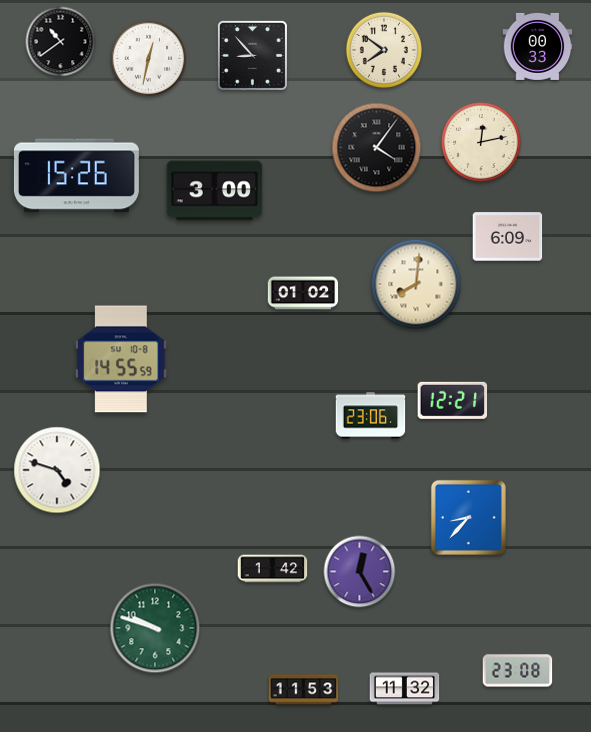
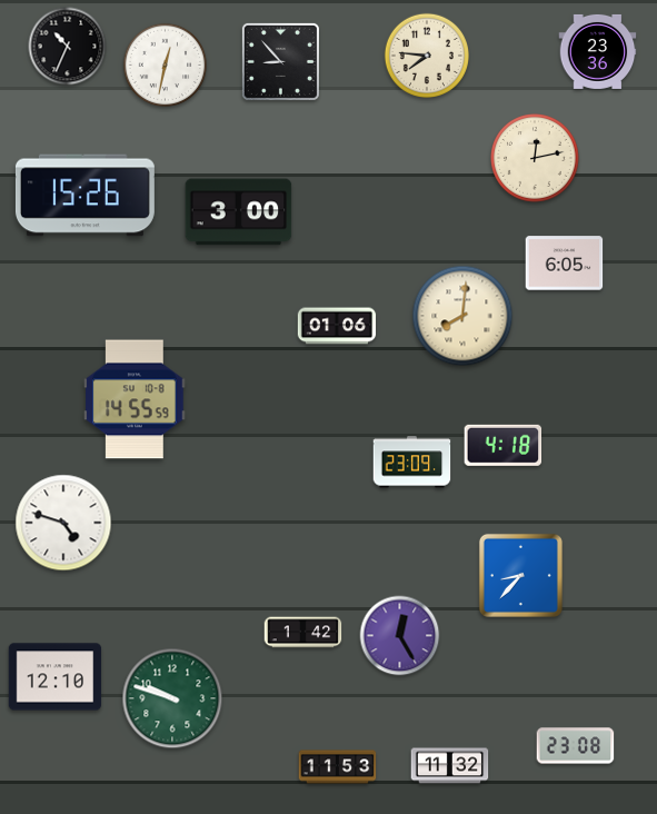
clock at (61, 42): 10:39 -> 10:34
clock at (538, 46): 00:33 -> 23:36
clock at (383, 49): 7:51 -> 7:46
clock at (377, 148): 4:06 -> none
clock at (508, 237): 6:09 -> 6:05
clock at (303, 293): 01:02 -> 01:06
clock at (453, 400): 12:21 -> 4:18
clock at (371, 416): 23:06 -> 23:09
clock at (56, 677): none -> 12:10
